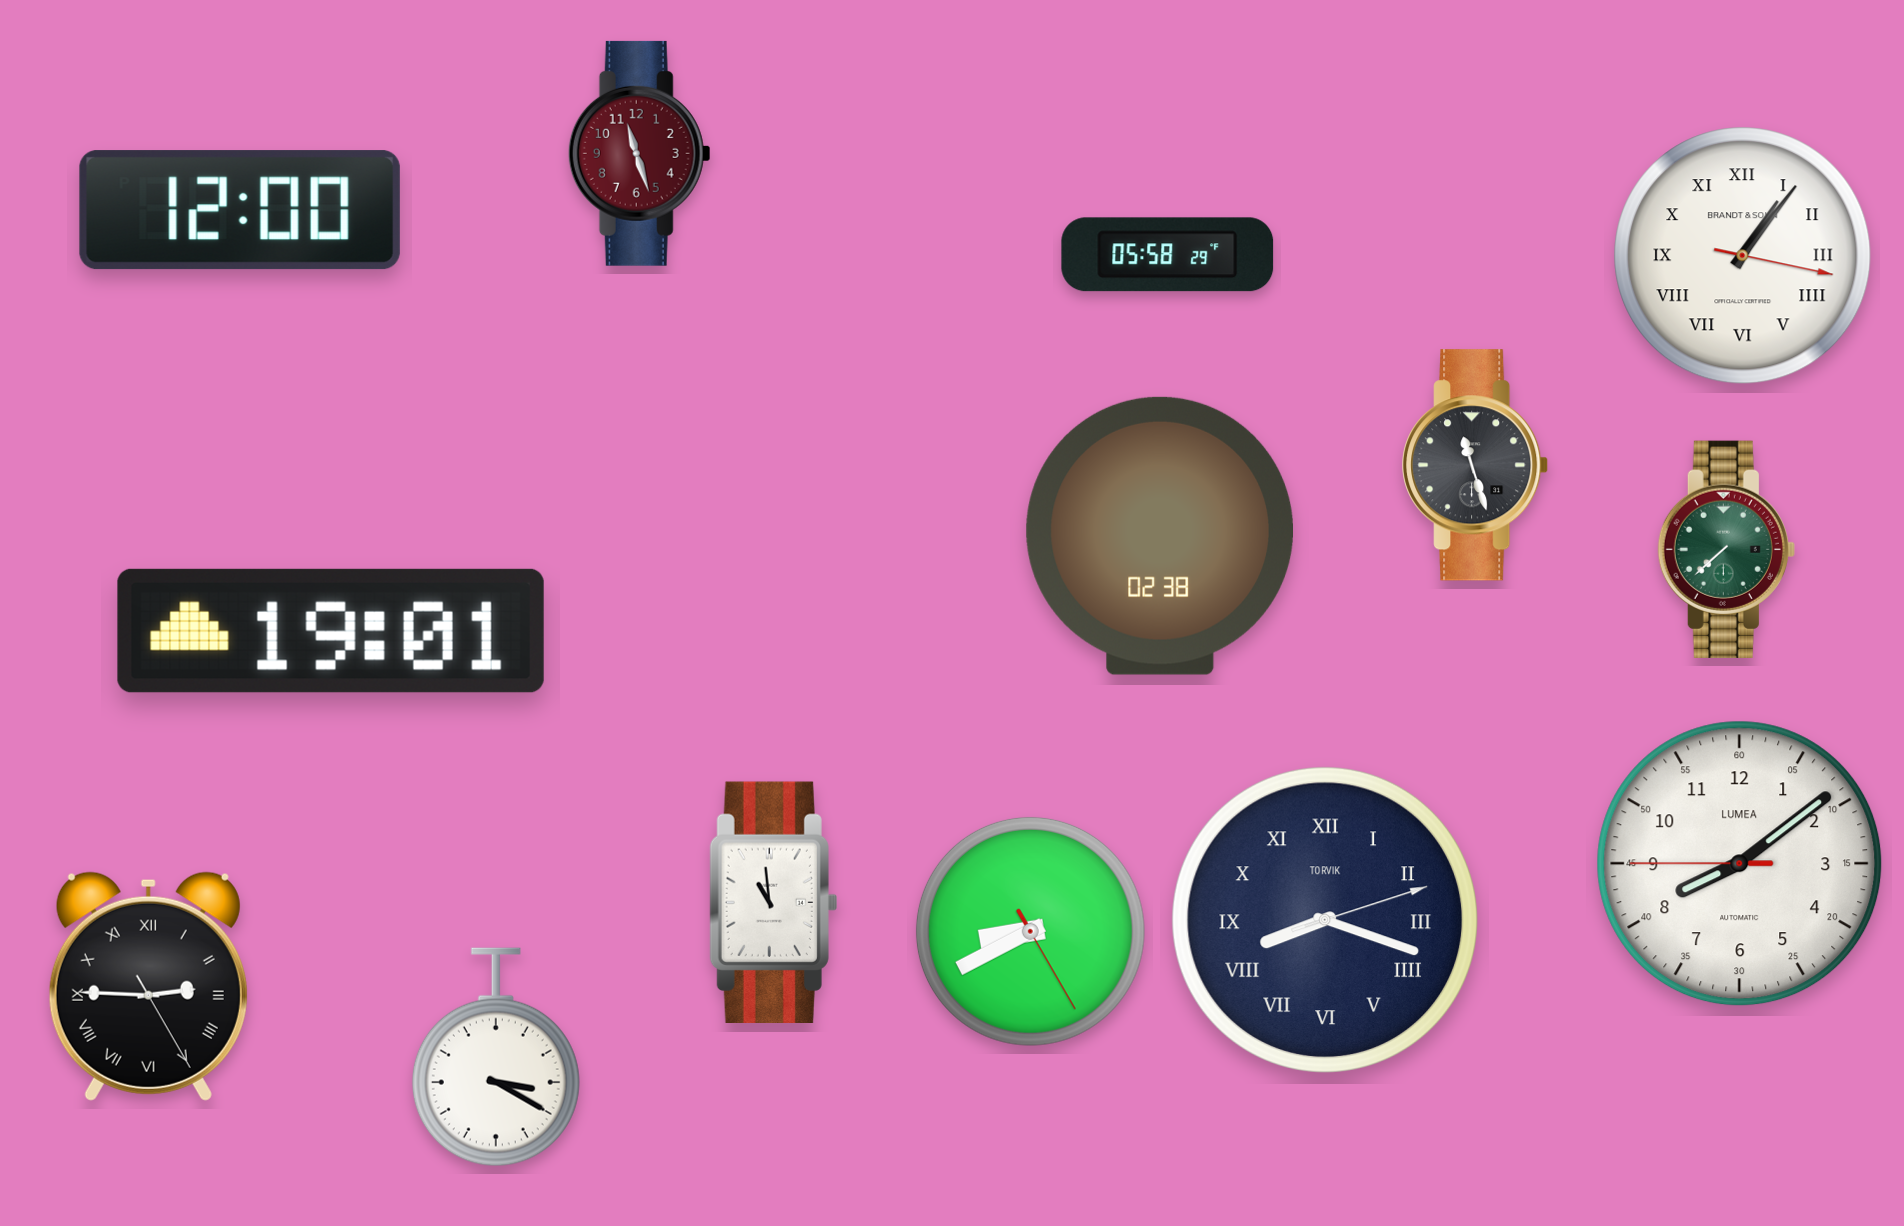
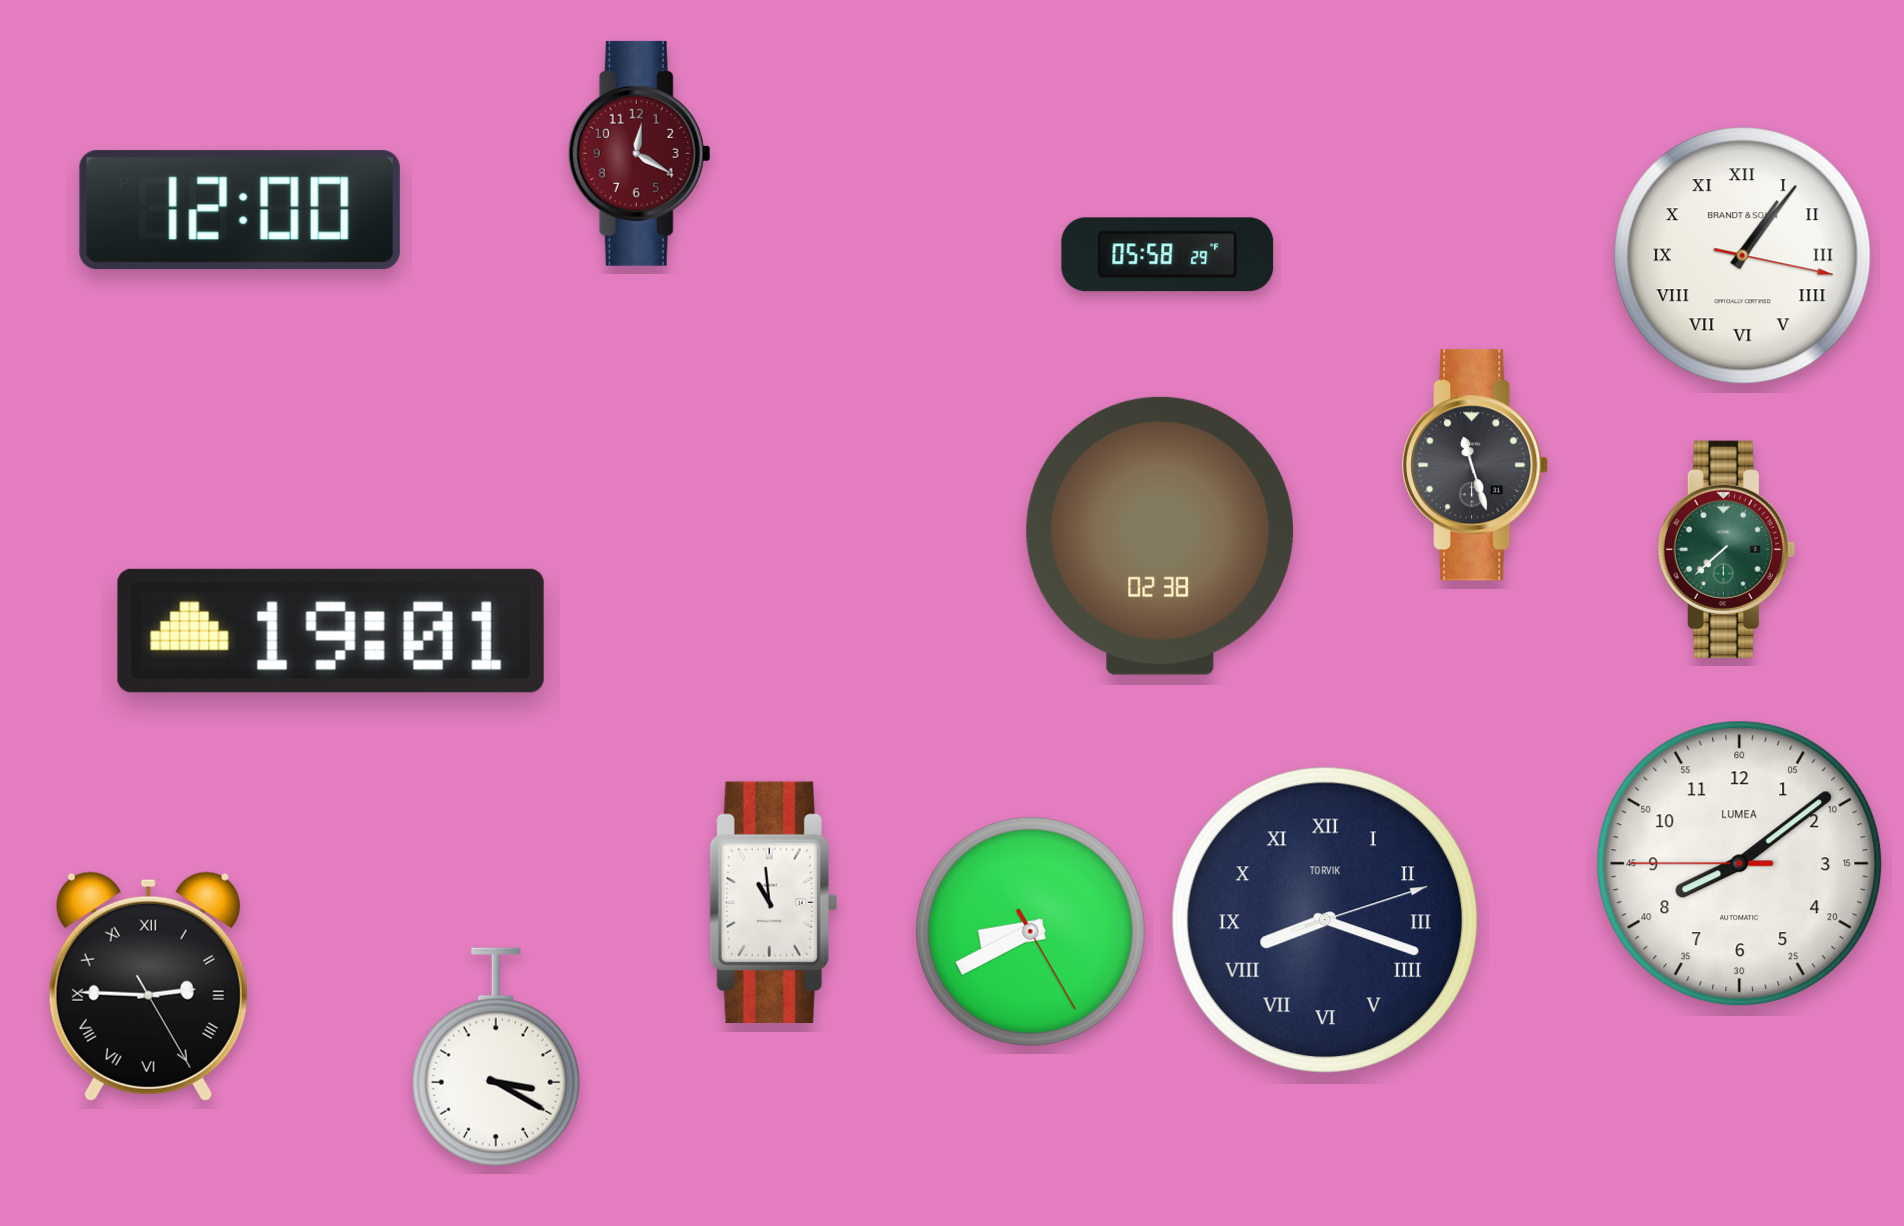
clock at (639, 153): 11:27 -> 12:20
